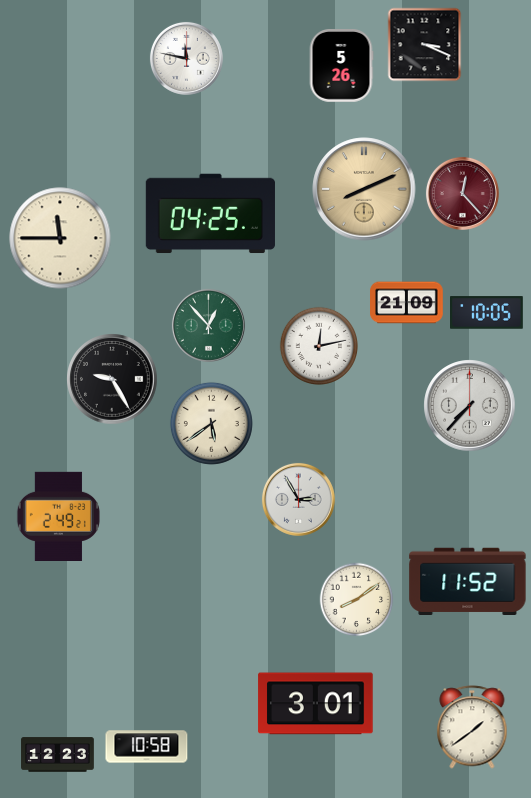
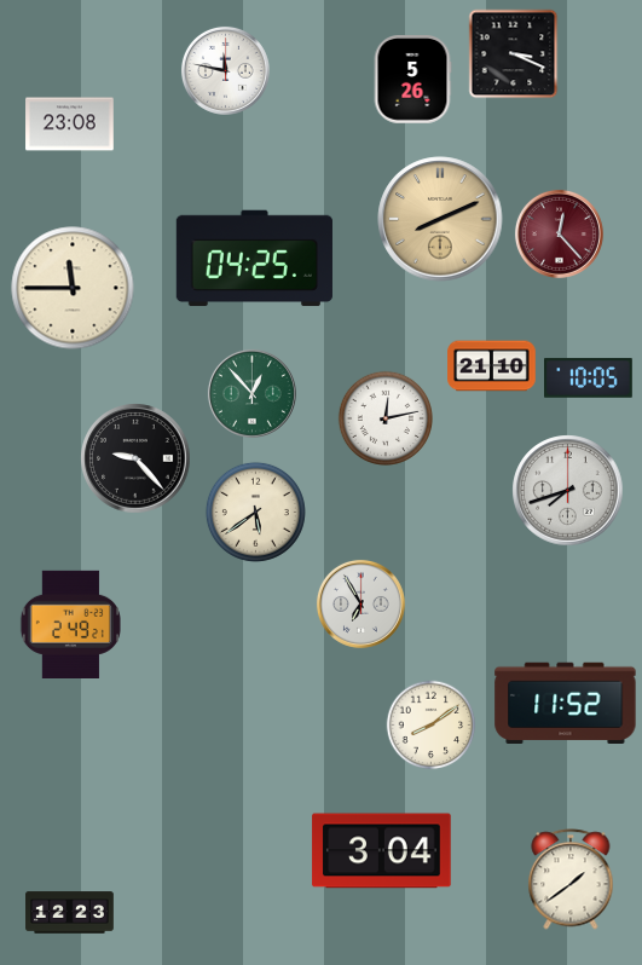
clock at (70, 125): none -> 23:08
clock at (364, 189) position: (364, 189) -> (440, 219)
clock at (407, 303): 21:09 -> 21:10
clock at (112, 379): 9:25 -> 9:23
clock at (470, 406): 7:37 -> 7:42
clock at (298, 499): 2:55 -> 6:55
clock at (316, 704): 3:01 -> 3:04
clock at (147, 747): 10:58 -> none
